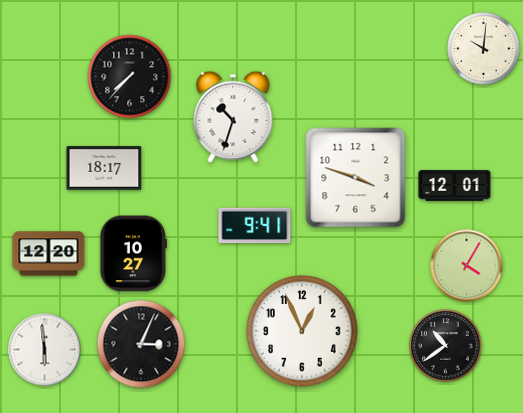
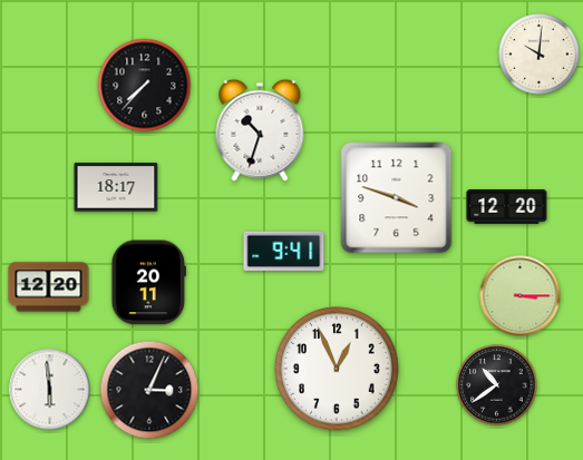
clock at (455, 186): 12:01 -> 12:20
clock at (49, 254) position: (49, 254) -> (49, 287)
clock at (133, 254): 10:27 -> 20:11
clock at (467, 266): 4:05 -> 3:15
clock at (141, 344) position: (141, 344) -> (149, 390)
